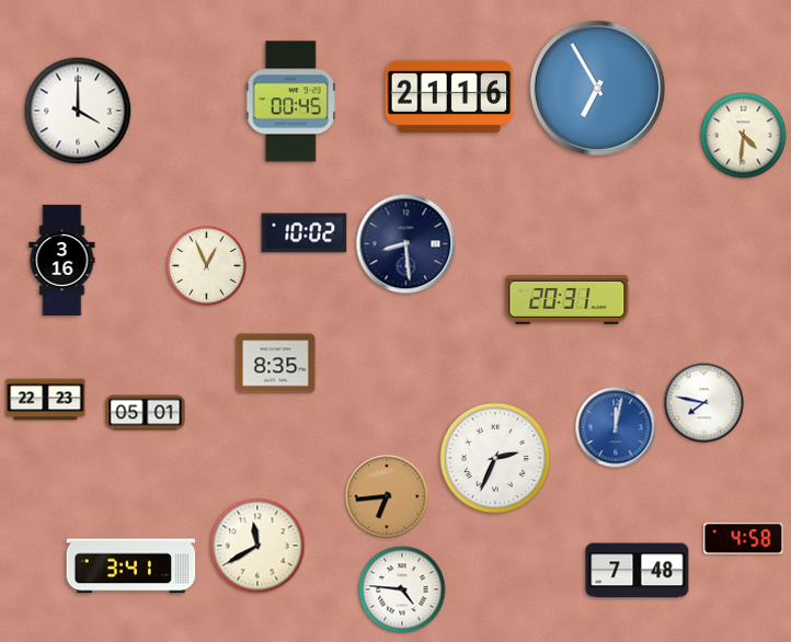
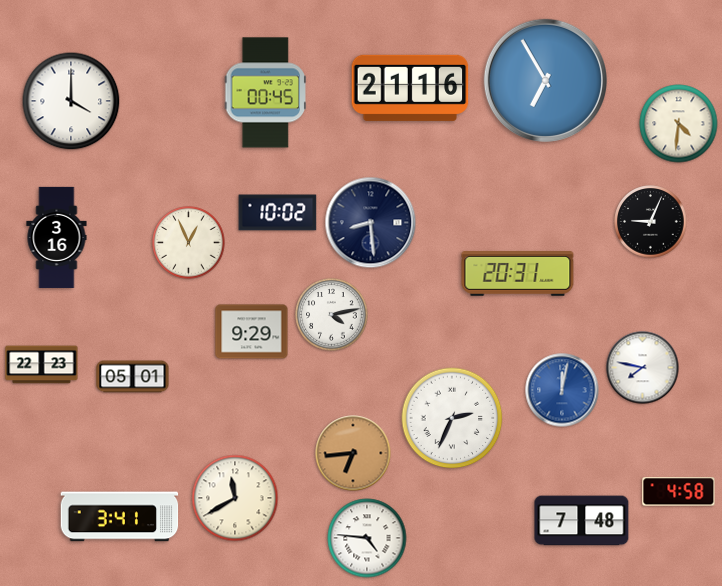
clock at (651, 222): none -> 9:04
clock at (332, 315): none -> 4:13
clock at (276, 364): 8:35 -> 9:29
